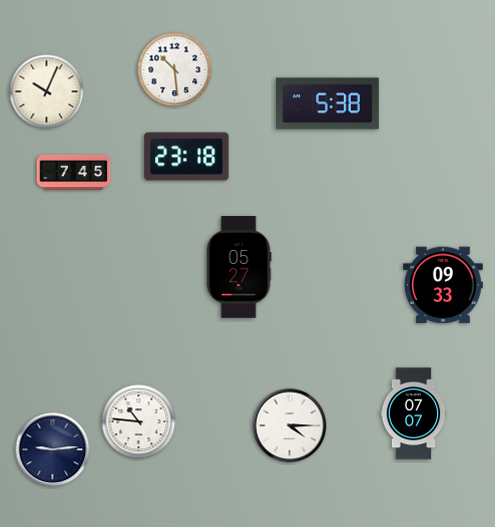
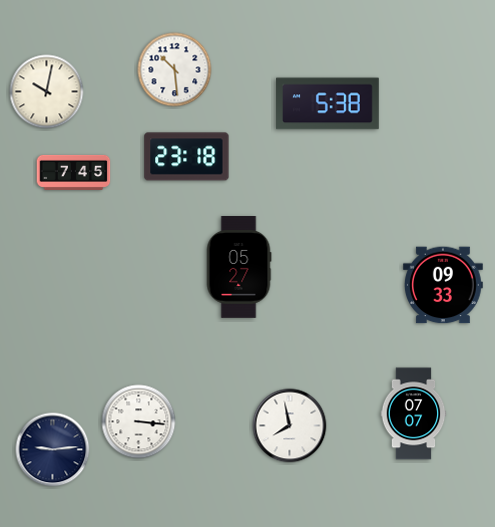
clock at (47, 92): 10:04 -> 10:02
clock at (139, 422): 10:46 -> 3:16
clock at (290, 426): 4:15 -> 7:58
